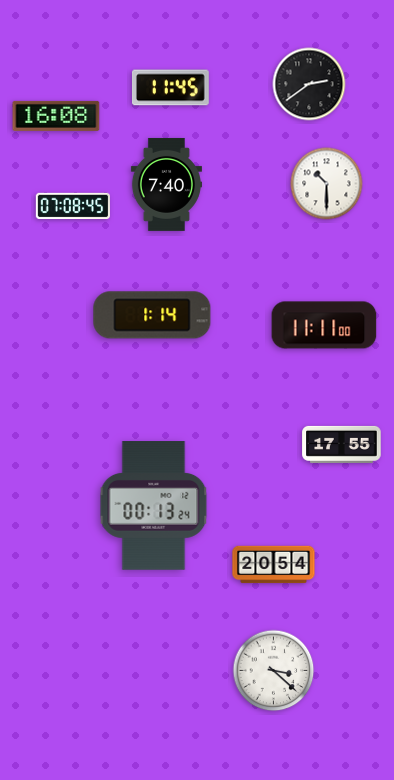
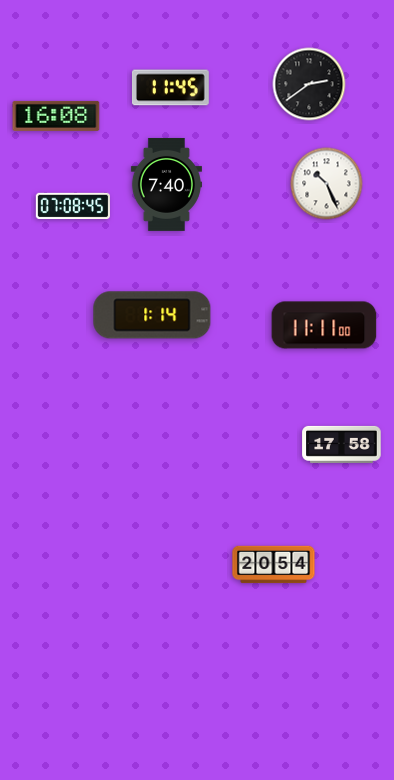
clock at (327, 184): 10:30 -> 10:26
clock at (342, 444): 17:55 -> 17:58
clock at (154, 506): 00:13 -> none
clock at (274, 671): 3:22 -> none
